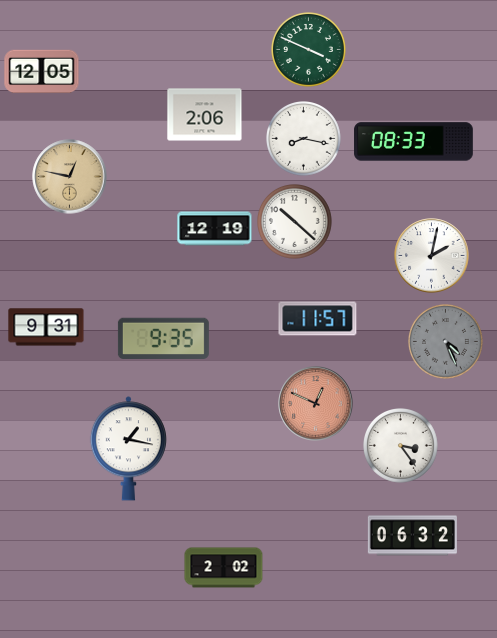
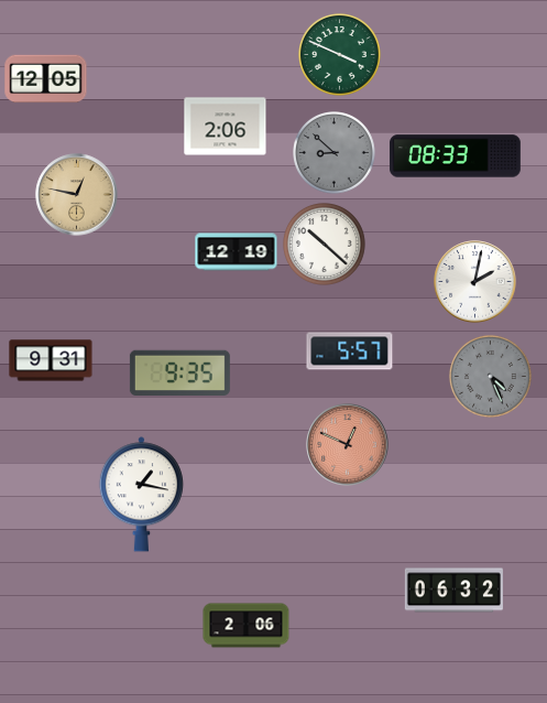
clock at (304, 139): 8:17 -> 8:52
clock at (304, 139) dial: white -> grey
clock at (318, 319): 11:57 -> 5:57
clock at (401, 446): 3:24 -> none
clock at (224, 568): 2:02 -> 2:06
